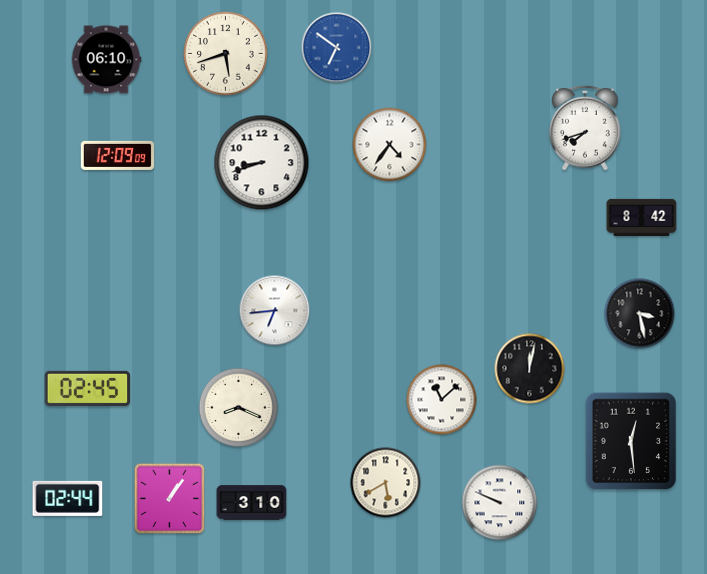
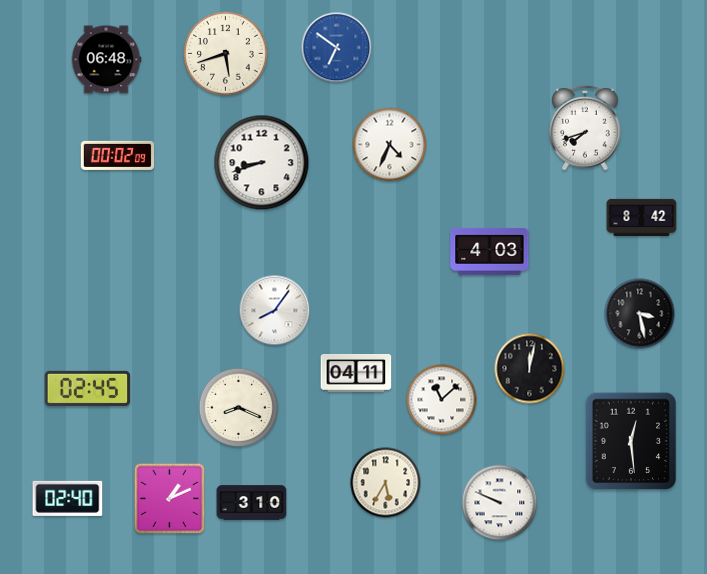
clock at (106, 60): 06:10 -> 06:48
clock at (390, 145): 4:36 -> 4:34
clock at (117, 155): 12:09 -> 00:02
clock at (490, 251): none -> 4:03
clock at (275, 311): 6:44 -> 8:06
clock at (356, 374): none -> 04:11
clock at (386, 483): 5:40 -> 5:35
clock at (68, 498): 02:44 -> 02:40
clock at (170, 499): 1:06 -> 1:11
